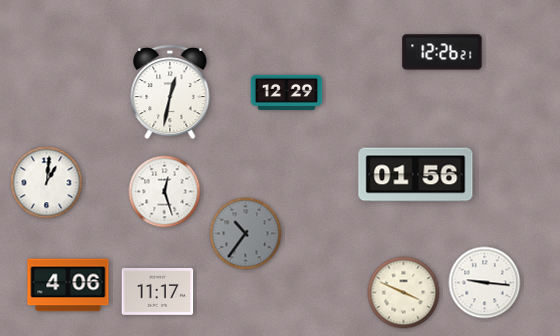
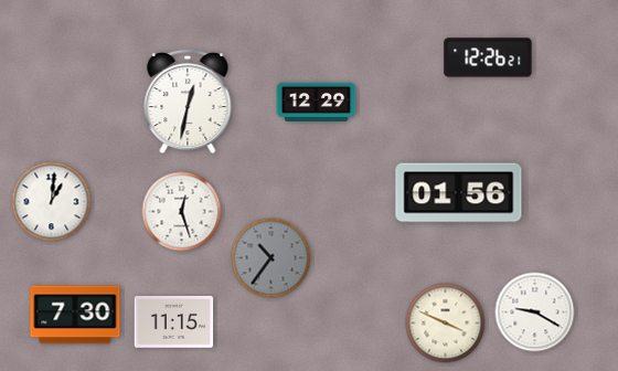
clock at (485, 283): 9:16 -> 9:20
clock at (68, 285): 4:06 -> 7:30
clock at (158, 291): 11:17 -> 11:15
